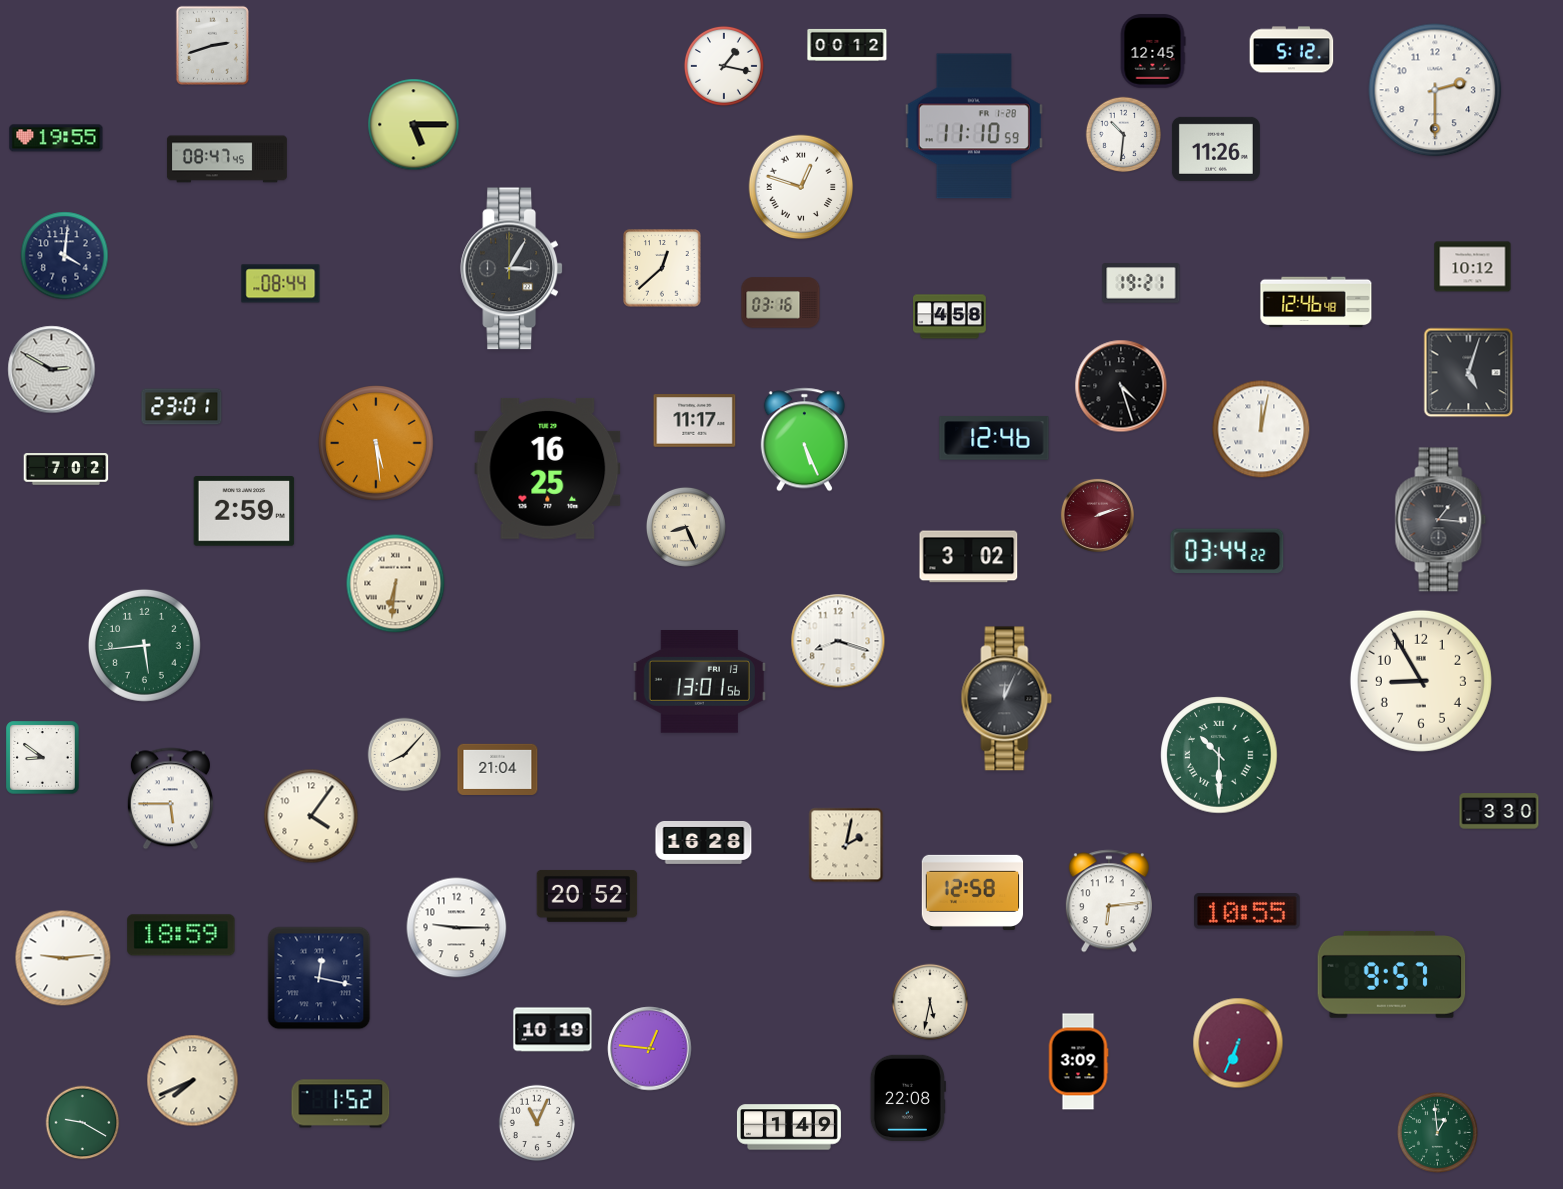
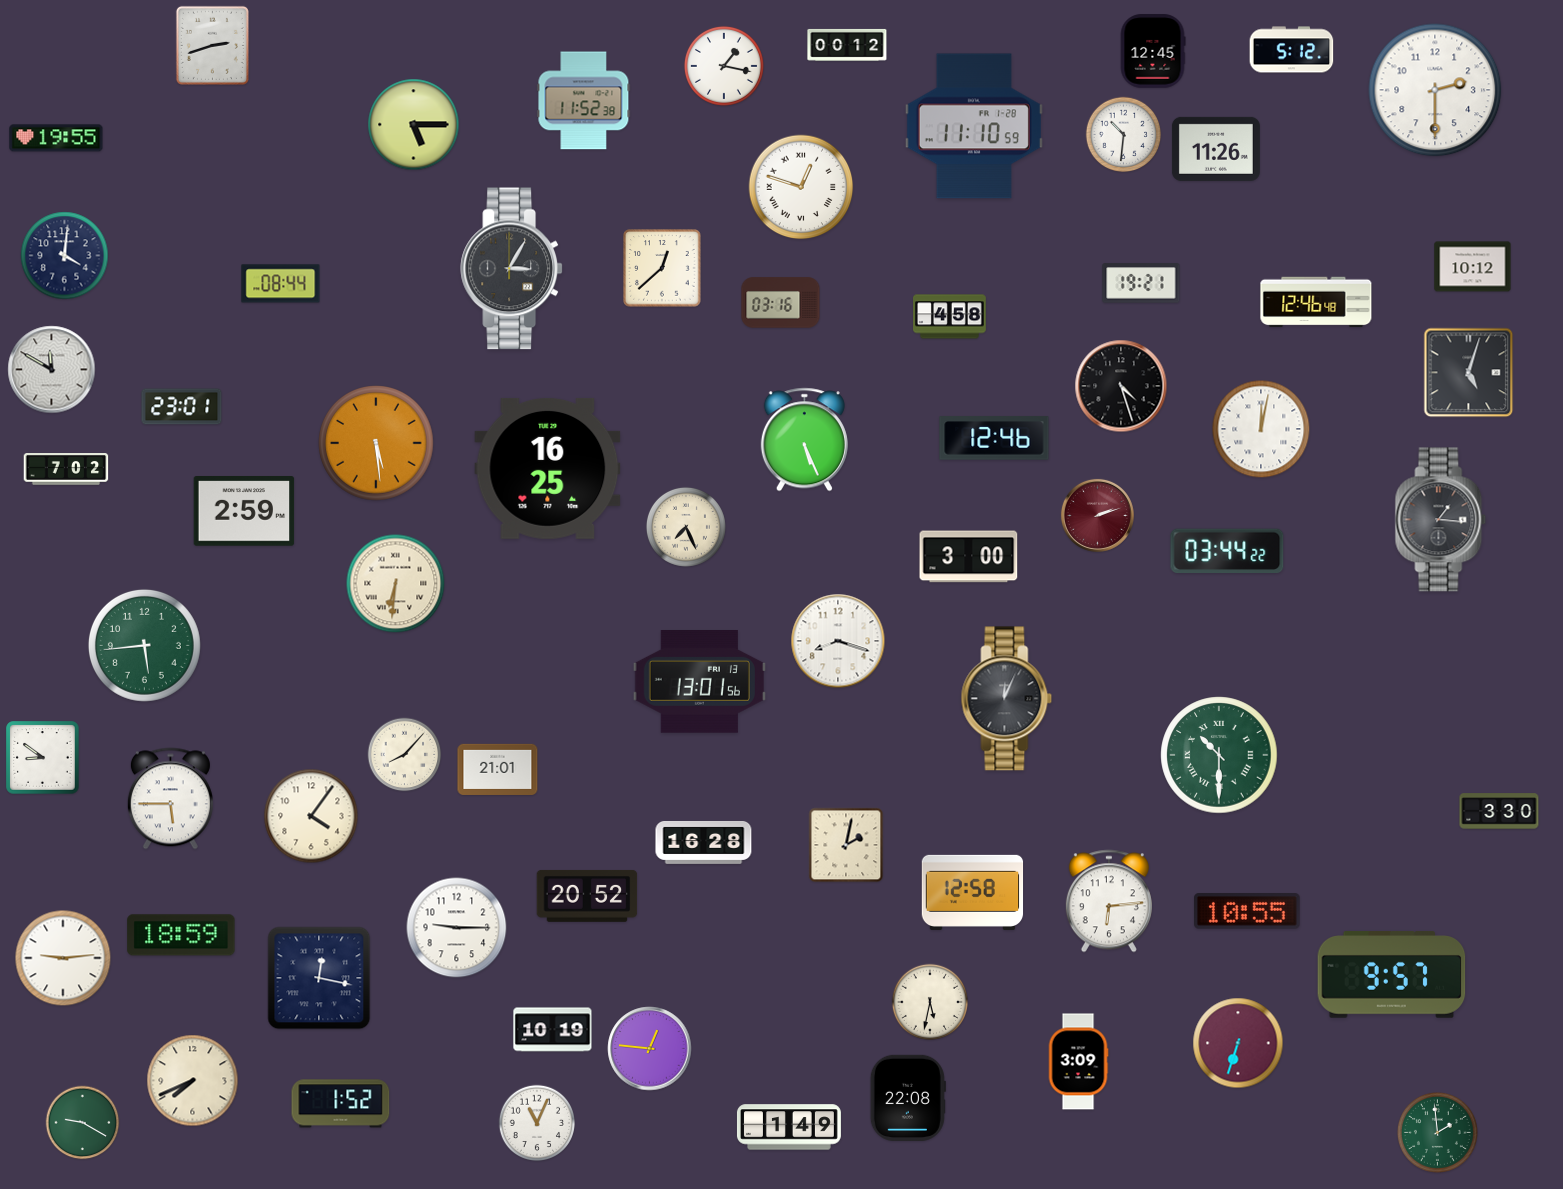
clock at (584, 101): none -> 11:52
clock at (227, 159): 08:47 -> none
clock at (52, 370): 2:50 -> 11:50
clock at (695, 421): 11:17 -> none
clock at (686, 527): 8:26 -> 7:26
clock at (969, 557): 3:02 -> 3:00
clock at (1421, 681): 8:55 -> none
clock at (498, 769): 21:04 -> 21:01
clock at (1238, 1043): 6:34 -> 6:33
clock at (1437, 1132): 12:59 -> 1:59
